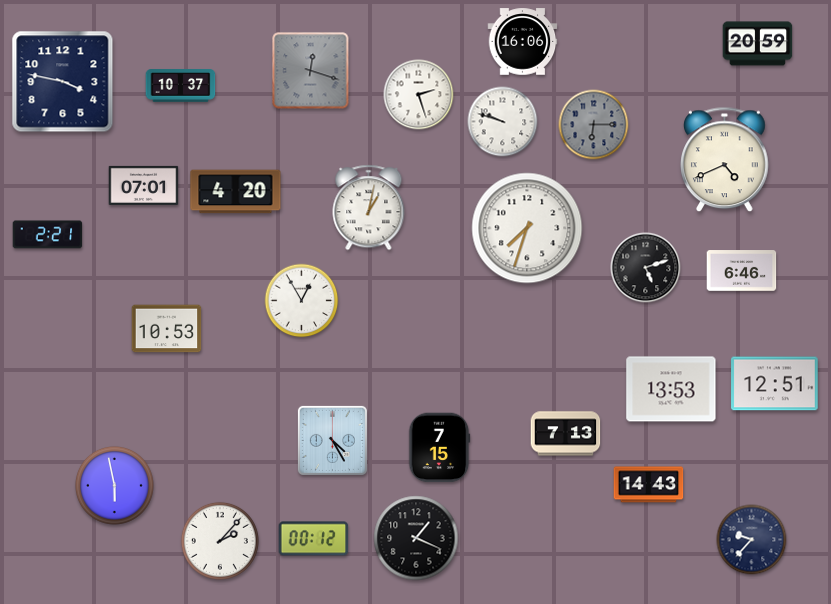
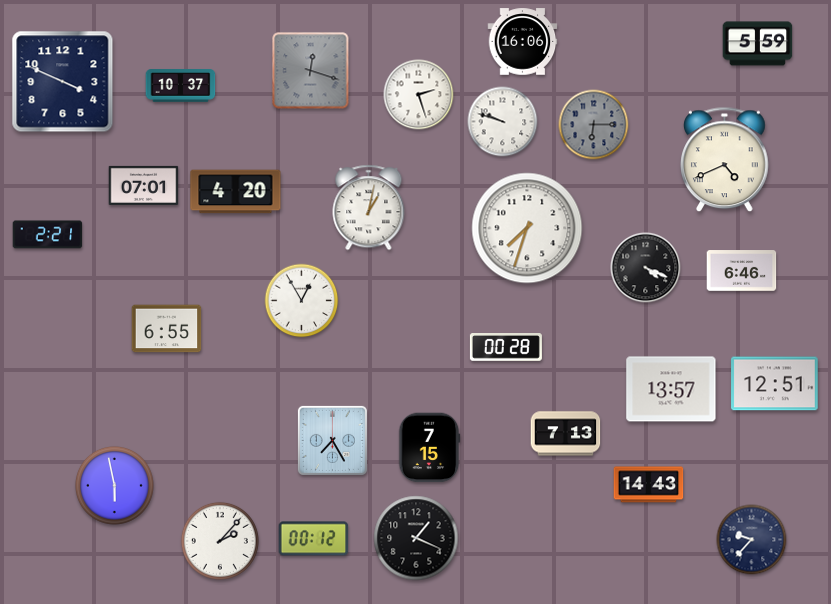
clock at (758, 44): 20:59 -> 5:59
clock at (63, 82): 3:47 -> 3:49
clock at (646, 268): 5:12 -> 4:19
clock at (167, 329): 10:53 -> 6:55
clock at (506, 348): none -> 00:28
clock at (671, 389): 13:53 -> 13:57
clock at (332, 440): 4:25 -> 7:25
clock at (439, 448) position: (439, 448) -> (429, 448)
